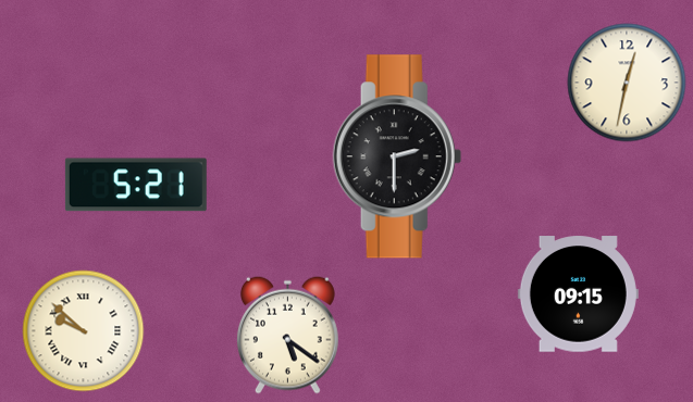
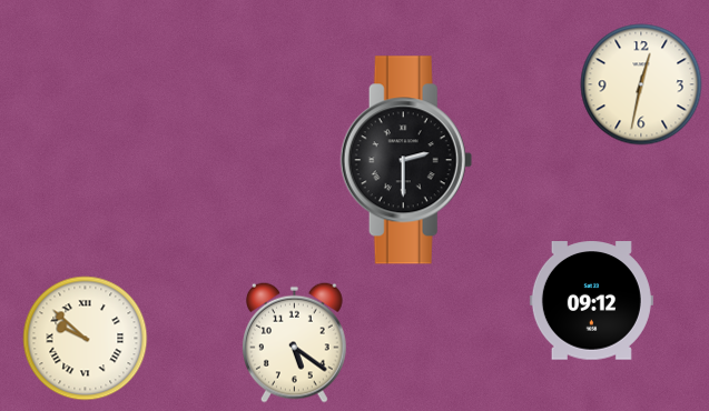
clock at (136, 185): 5:21 -> none
clock at (578, 294): 09:15 -> 09:12
